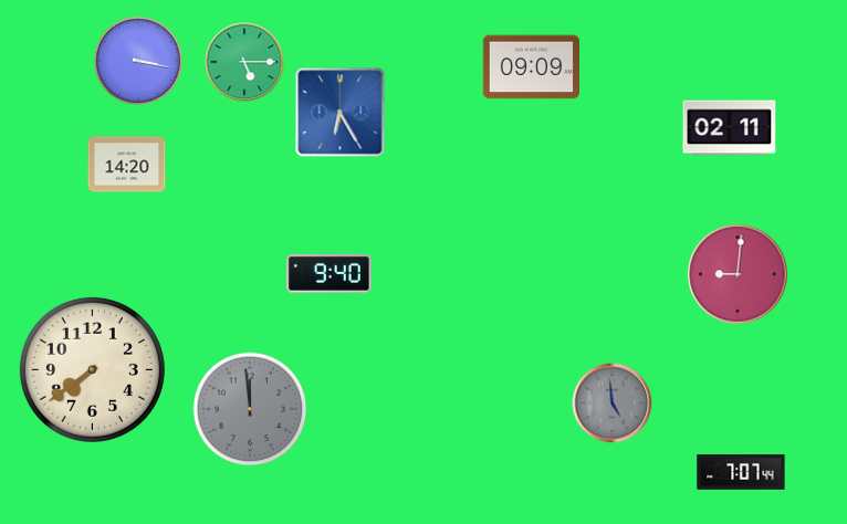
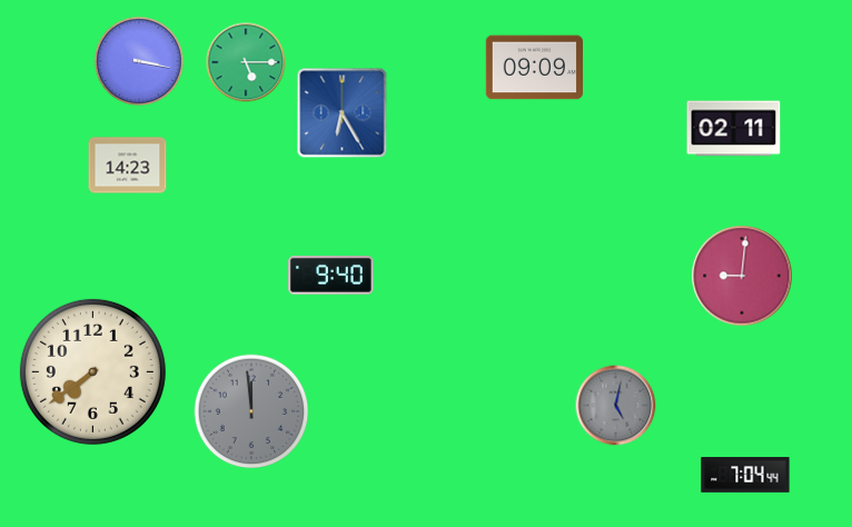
clock at (127, 165): 14:20 -> 14:23
clock at (613, 404): 4:59 -> 5:02
clock at (741, 472): 7:07 -> 7:04
